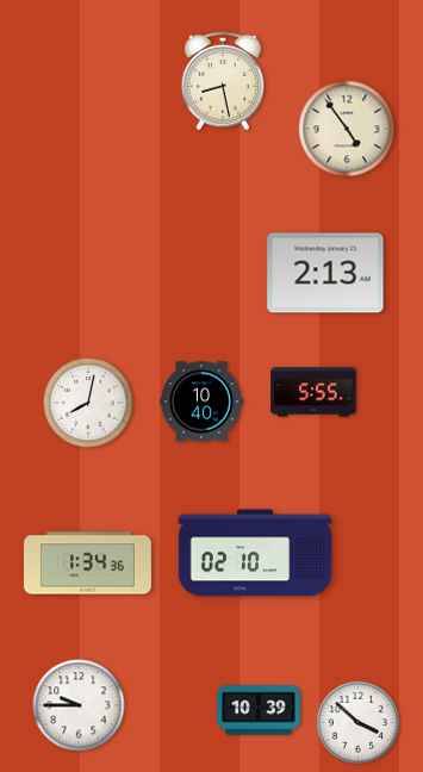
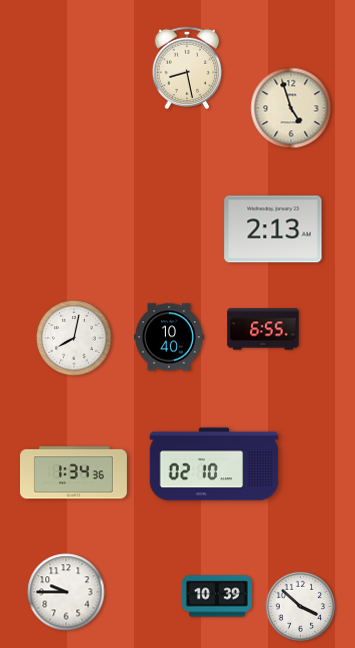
clock at (347, 129): 4:54 -> 4:57
clock at (313, 392): 5:55 -> 6:55
